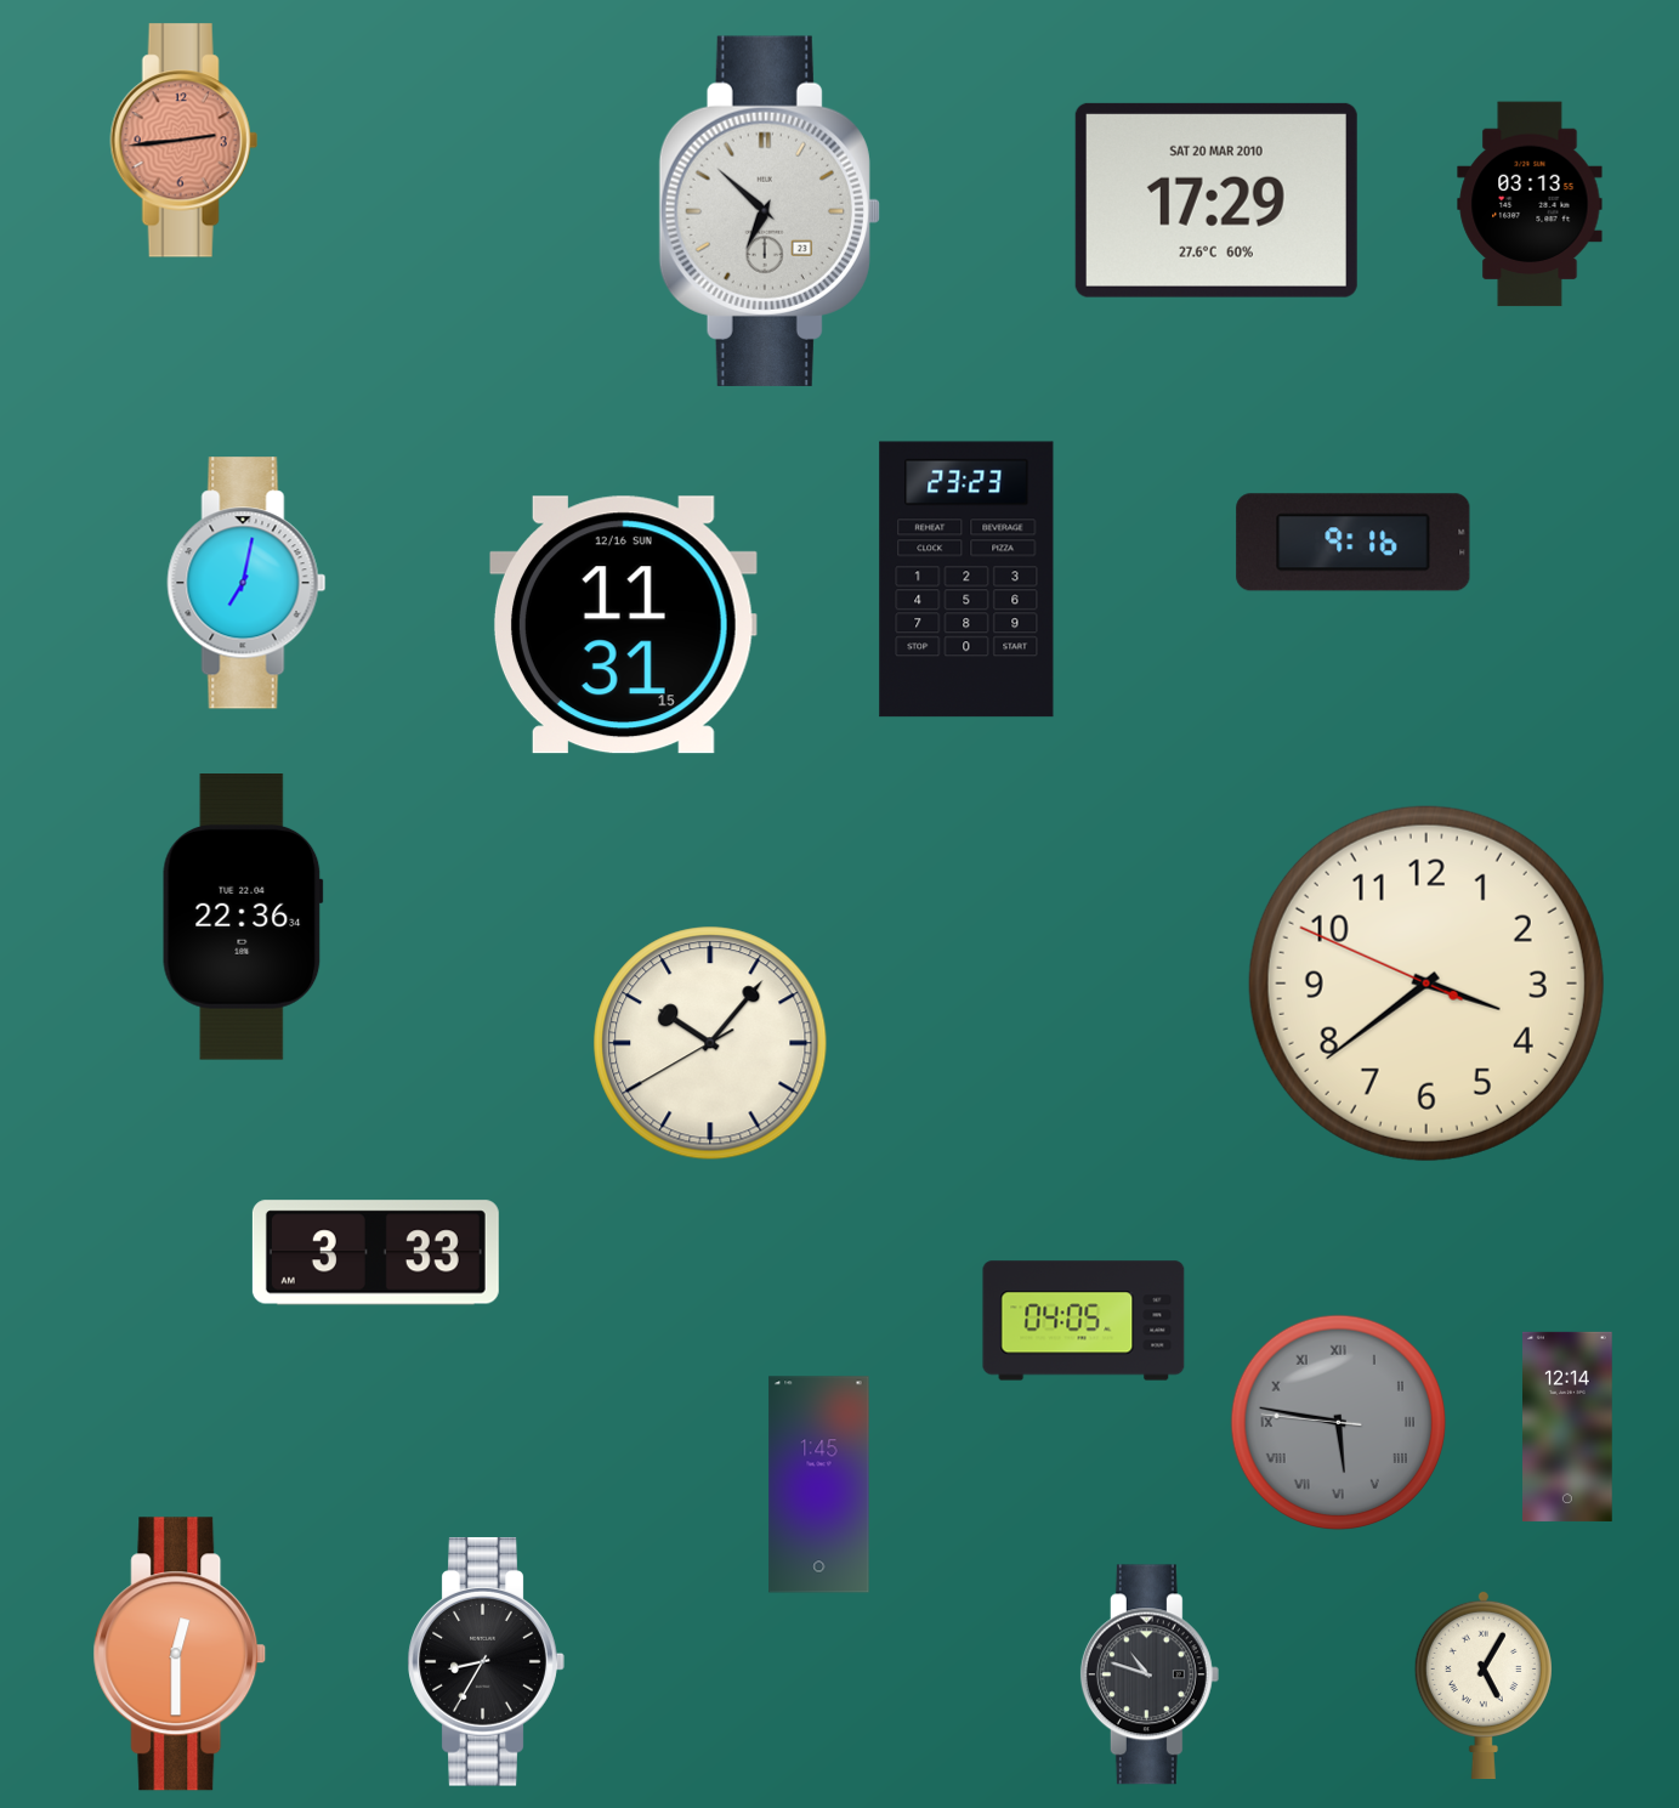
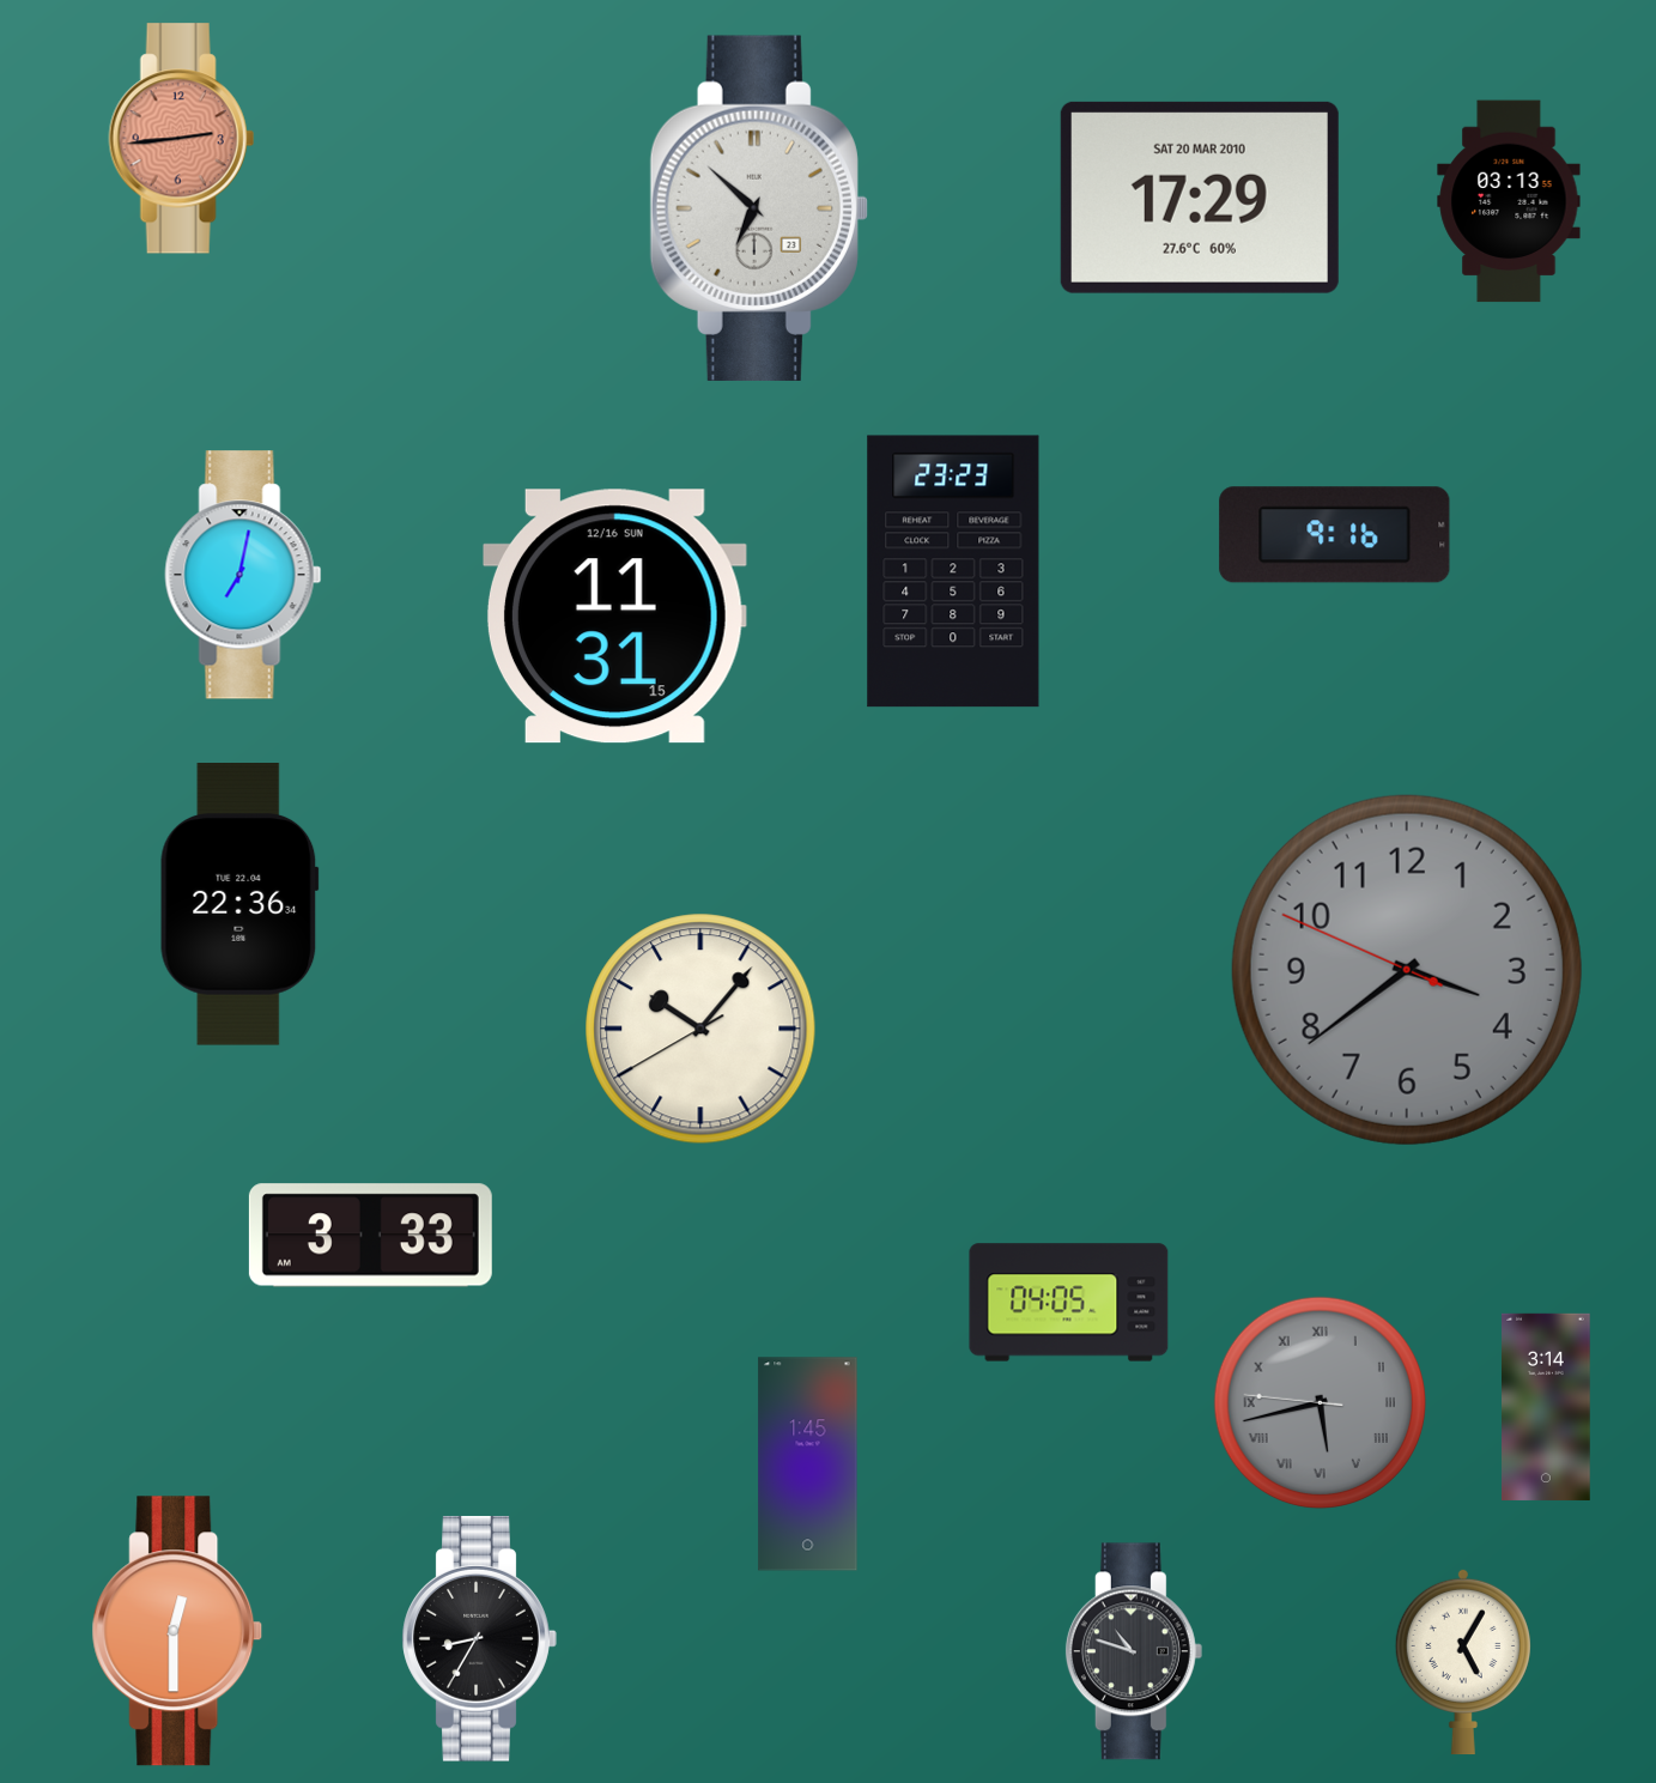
clock at (1426, 984) dial: cream -> grey
clock at (1338, 1422): 5:46 -> 5:42
clock at (1569, 1427): 12:14 -> 3:14
